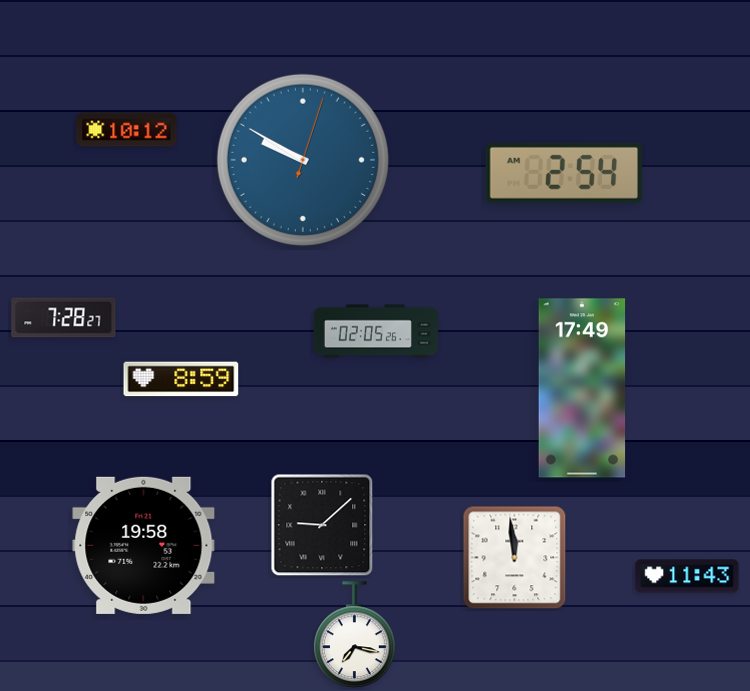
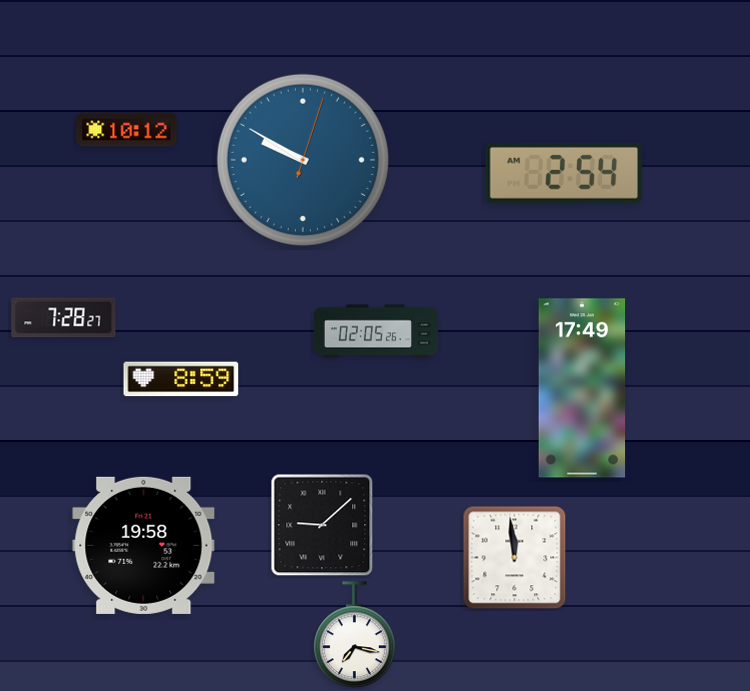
clock at (687, 576): 11:43 -> none
